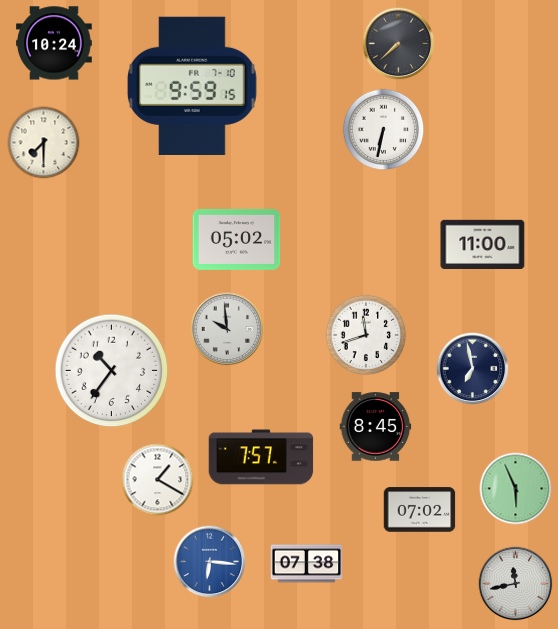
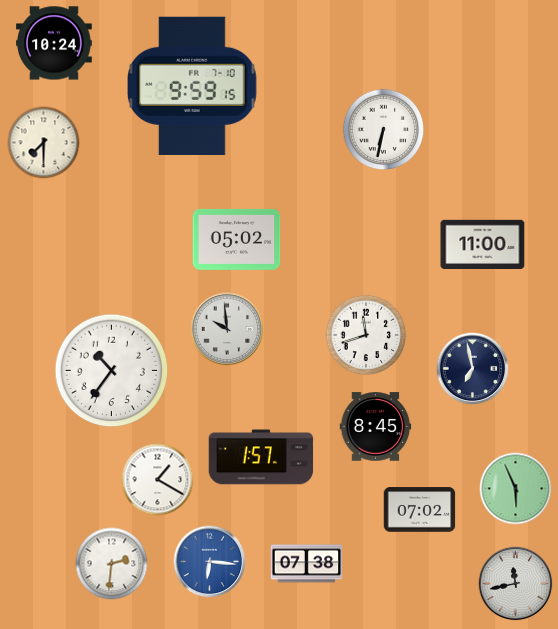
clock at (399, 44): 7:38 -> none
clock at (261, 457): 7:57 -> 1:57
clock at (112, 564): none -> 2:31
